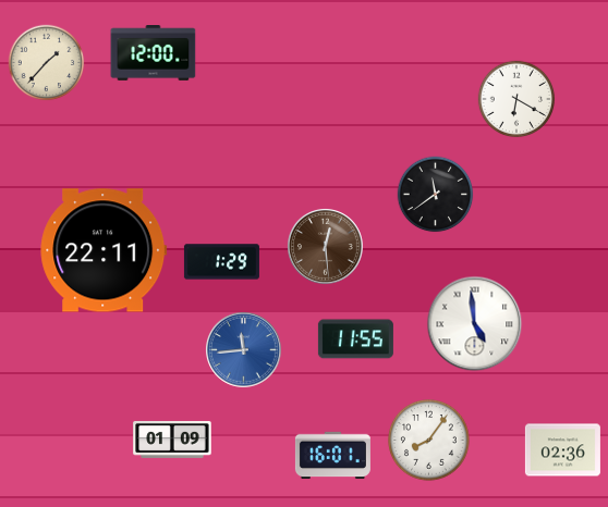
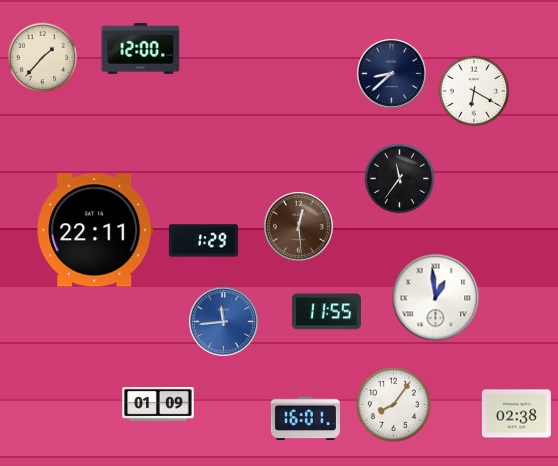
clock at (392, 74): none -> 8:38
clock at (436, 195): 11:39 -> 11:36
clock at (475, 324): 4:59 -> 12:59
clock at (562, 450): 02:36 -> 02:38
